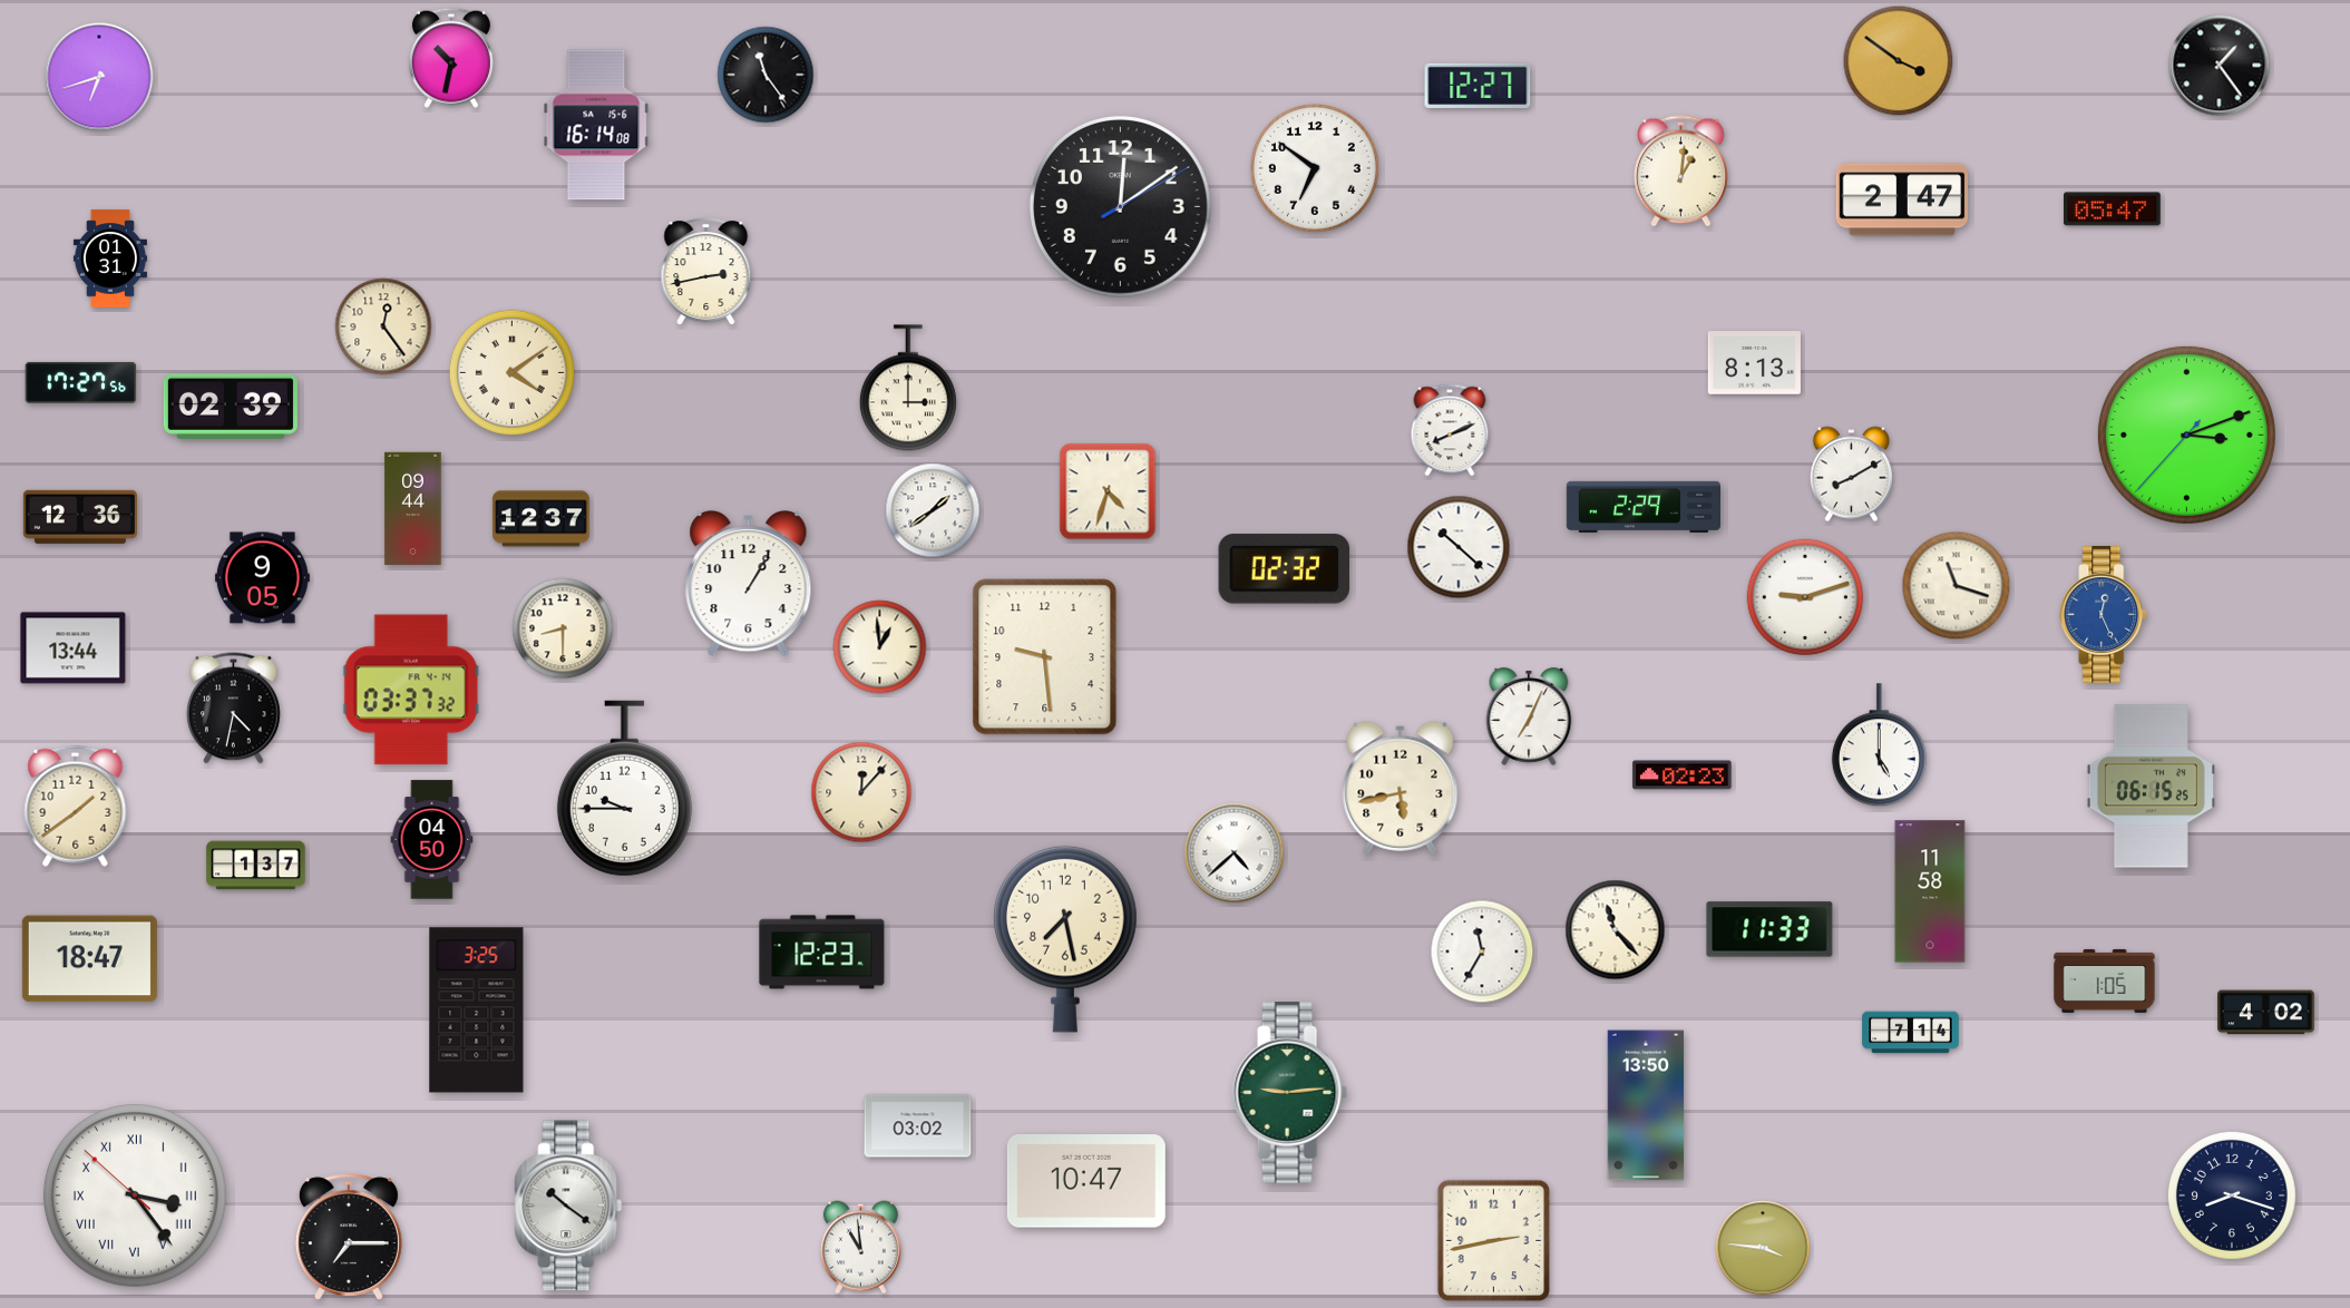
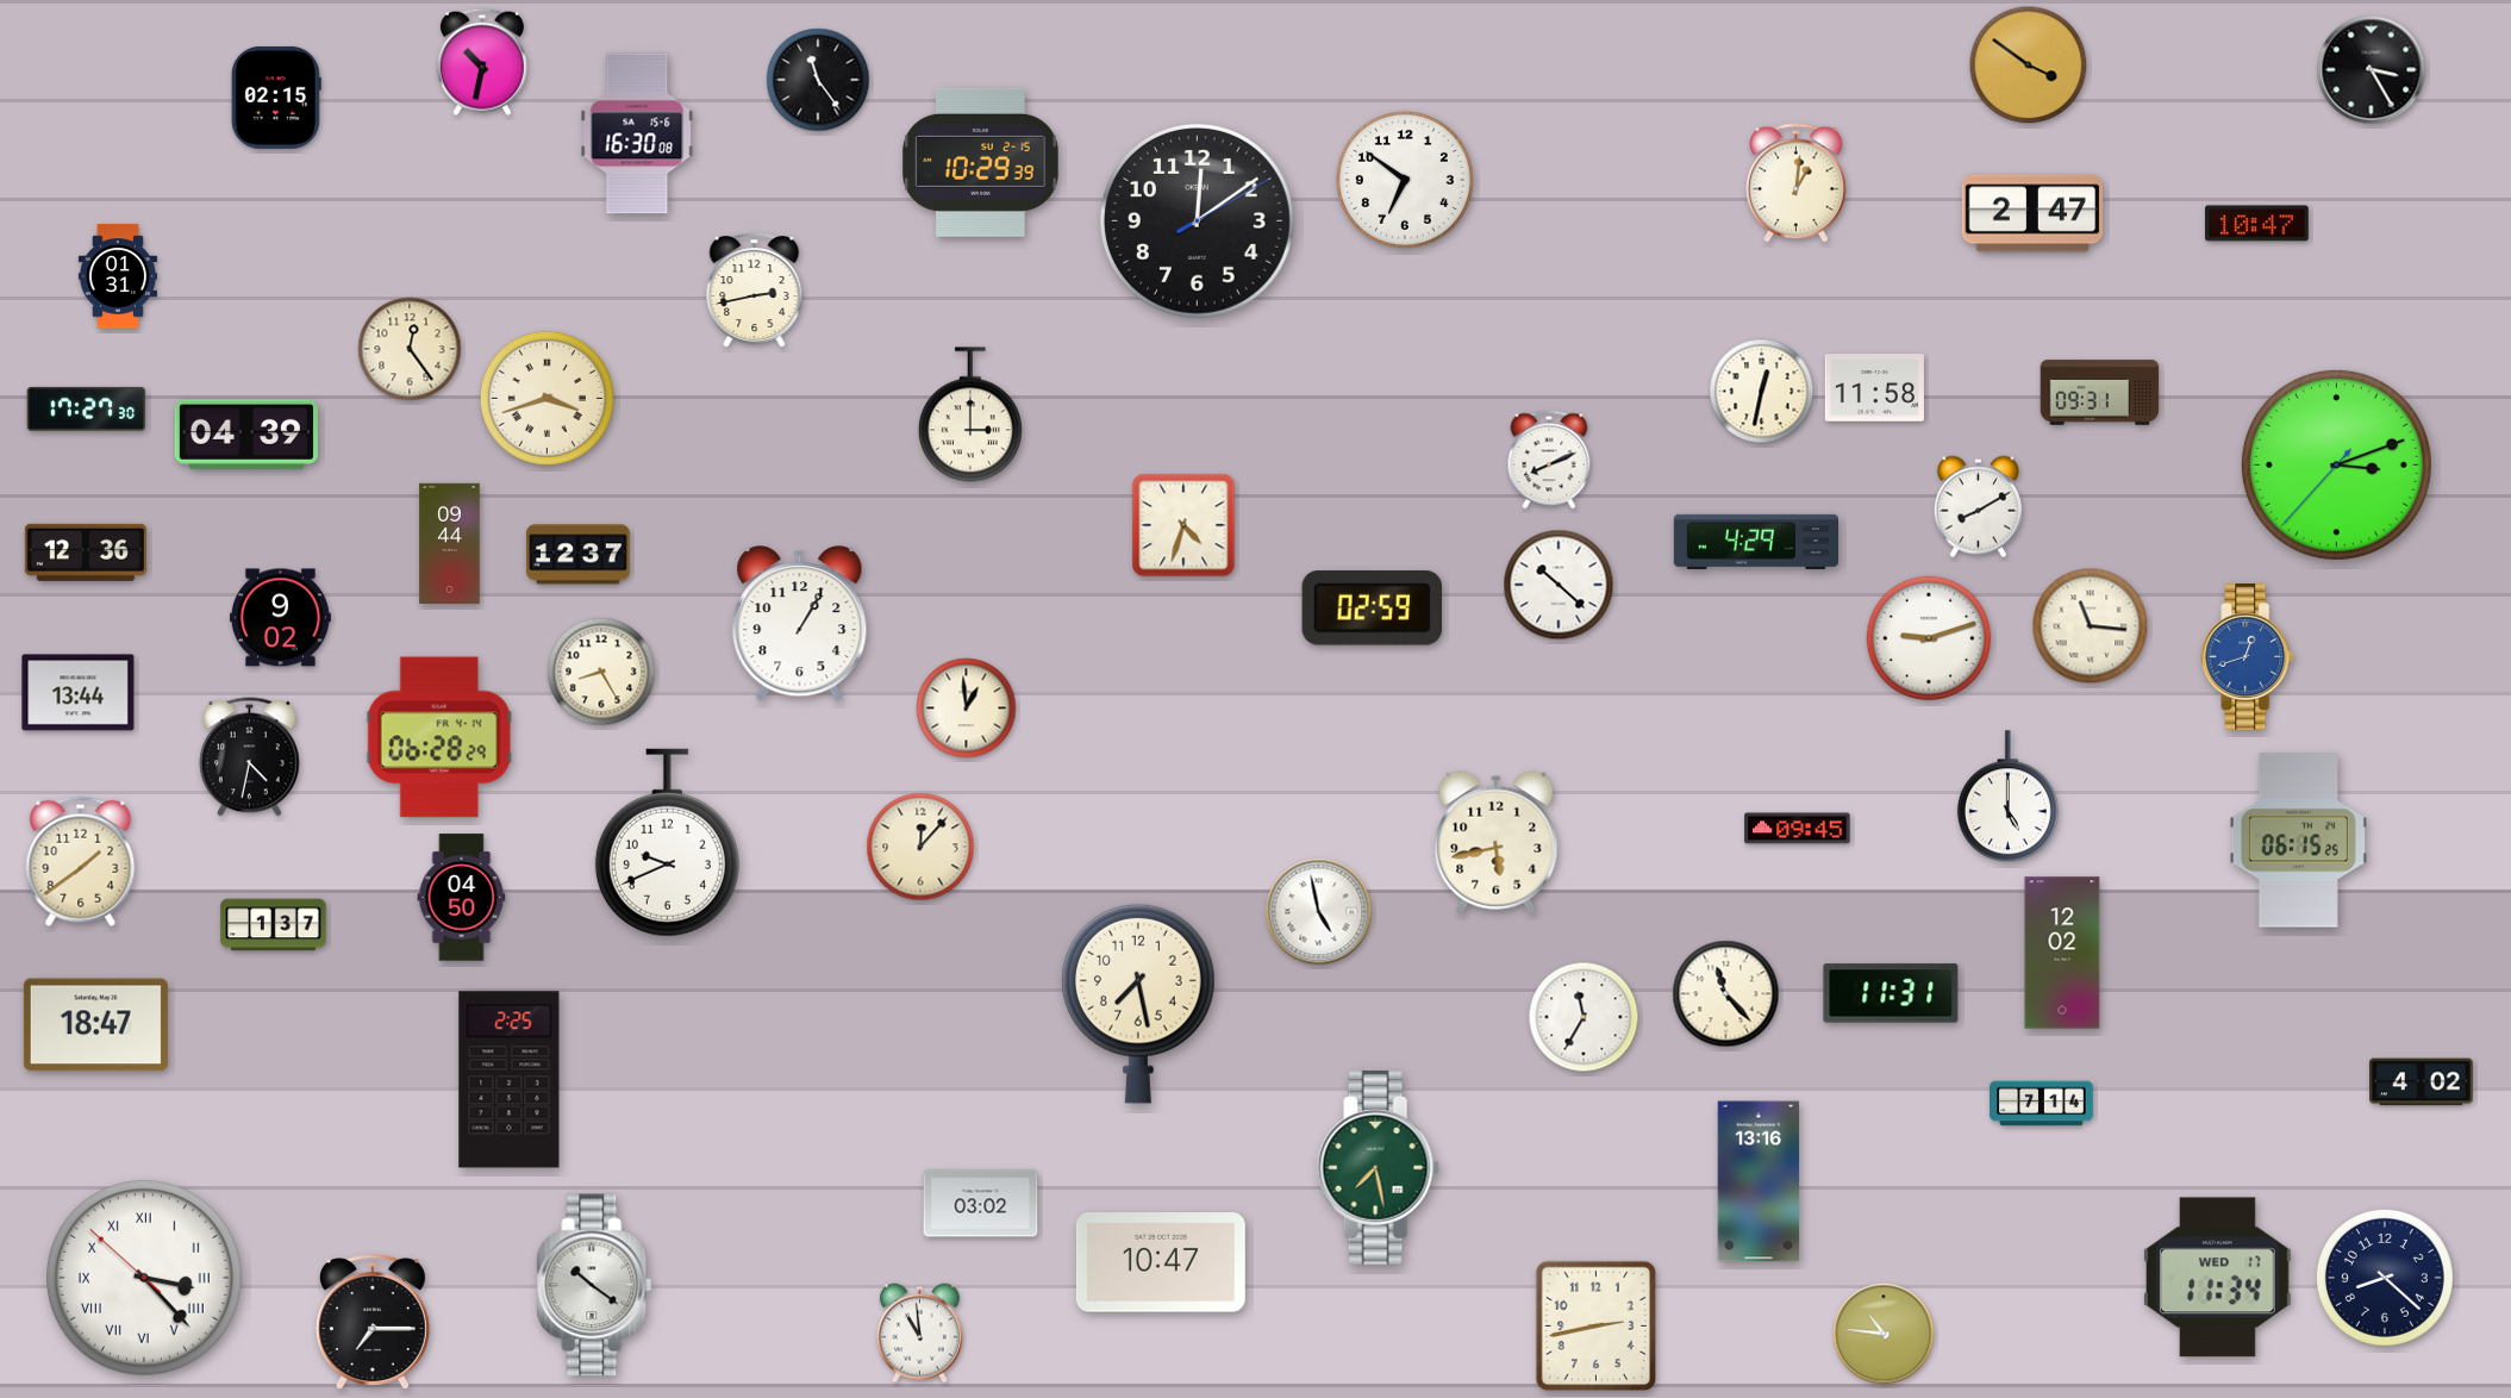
clock at (2220, 66): 1:24 -> 3:25
clock at (99, 77): 6:42 -> none
clock at (1478, 86): 12:27 -> none
clock at (276, 98): none -> 02:15
clock at (596, 125): 16:14 -> 16:30
clock at (981, 162): none -> 10:29
clock at (2113, 209): 05:47 -> 10:47
clock at (1754, 363): 8:13 -> 11:58
clock at (1762, 392): none -> 12:32
clock at (2100, 393): none -> 09:31
clock at (511, 372): 4:09 -> 3:42
clock at (81, 382): 17:27:56 -> 17:27:30
clock at (231, 407): 02:39 -> 04:39
clock at (1642, 507): 2:29 -> 4:29
clock at (413, 508) position: (413, 508) -> (450, 543)
clock at (933, 510): 1:39 -> none
clock at (1284, 569): 02:32 -> 02:59
clock at (262, 578): 9:05 -> 9:02
clock at (1957, 586): 11:18 -> 11:16
clock at (2104, 614): 12:26 -> 12:42
clock at (563, 628): 8:30 -> 8:25
clock at (880, 647) position: (880, 647) -> (967, 709)
clock at (1045, 657): 9:29 -> none
clock at (411, 690): 03:37 -> 06:28
clock at (1529, 718): 7:04 -> none
clock at (1683, 775): 02:23 -> 09:45
clock at (624, 789): 9:45 -> 9:41
clock at (1235, 853): 4:38 -> 4:58
clock at (1930, 891): 11:58 -> 12:02
clock at (1769, 929): 11:33 -> 11:31
clock at (822, 953): 12:23 -> none
clock at (2105, 980): 1:05 -> none
clock at (477, 1011): 3:25 -> 2:25
clock at (1289, 1093): 9:14 -> 7:28
clock at (1646, 1105): 13:50 -> 13:16
clock at (135, 1195): 3:23 -> 3:22
clock at (2217, 1278): none -> 11:34
clock at (2232, 1195): 8:18 -> 8:22
clock at (568, 1205) position: (568, 1205) -> (594, 1285)
clock at (1763, 1248): 3:46 -> 10:46
